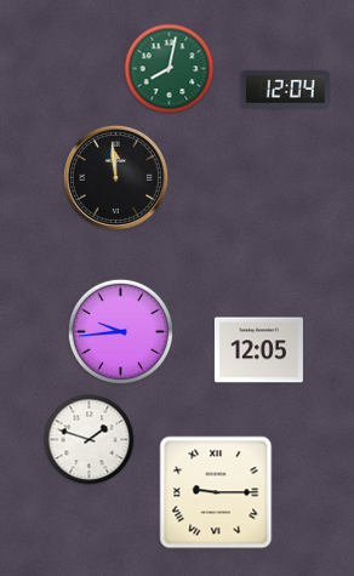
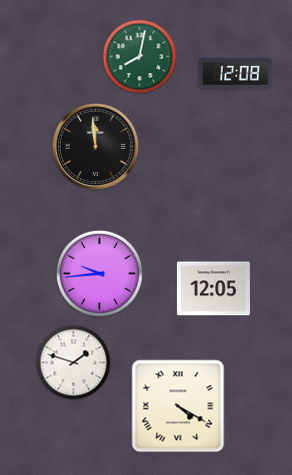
clock at (285, 89): 12:04 -> 12:08
clock at (216, 492): 9:15 -> 4:20
